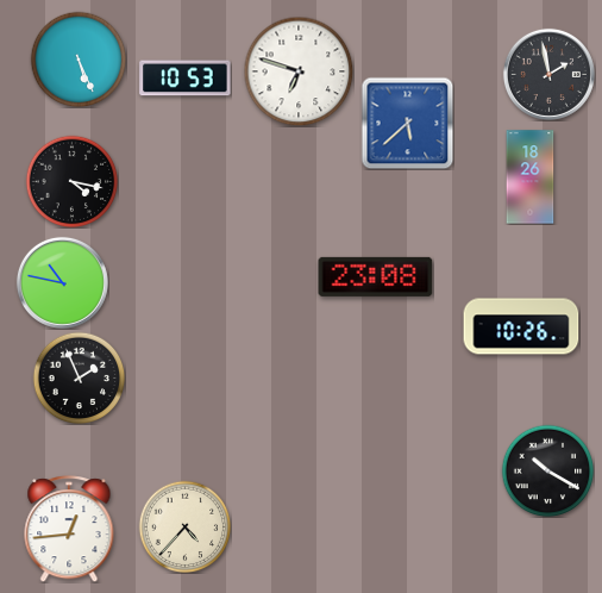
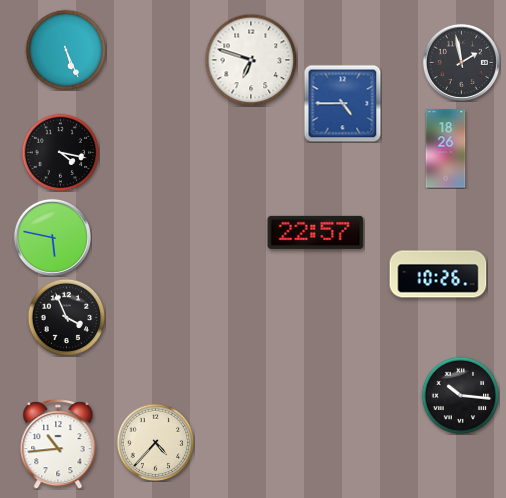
clock at (186, 79): 10:53 -> none
clock at (407, 123): 5:38 -> 4:45
clock at (376, 276): 23:08 -> 22:57
clock at (62, 282): 10:47 -> 5:47
clock at (79, 377): 1:56 -> 3:56
clock at (547, 470): 10:20 -> 10:16
clock at (69, 529): 12:44 -> 10:44
